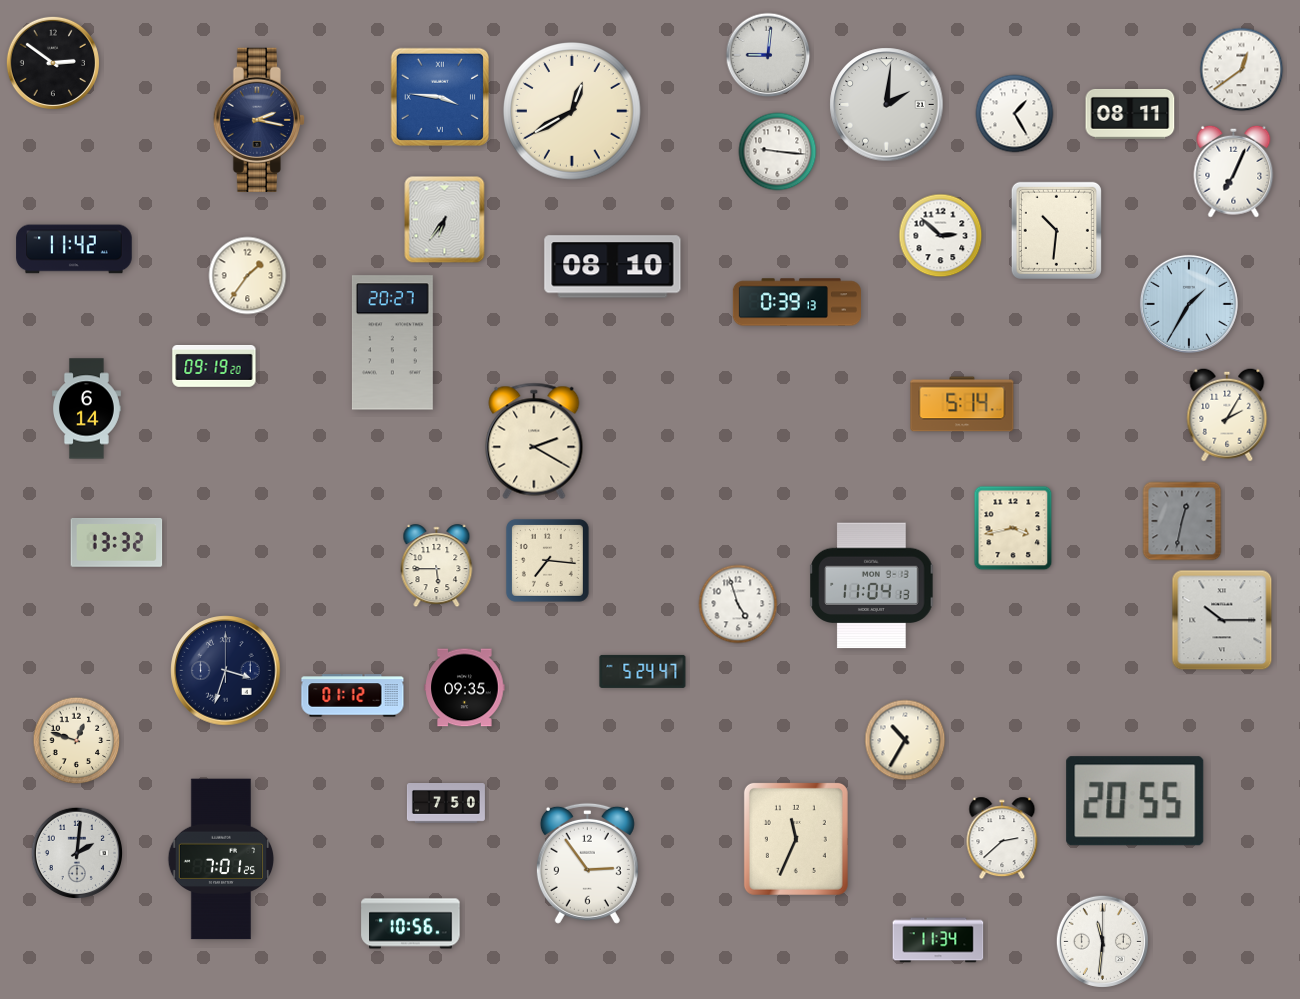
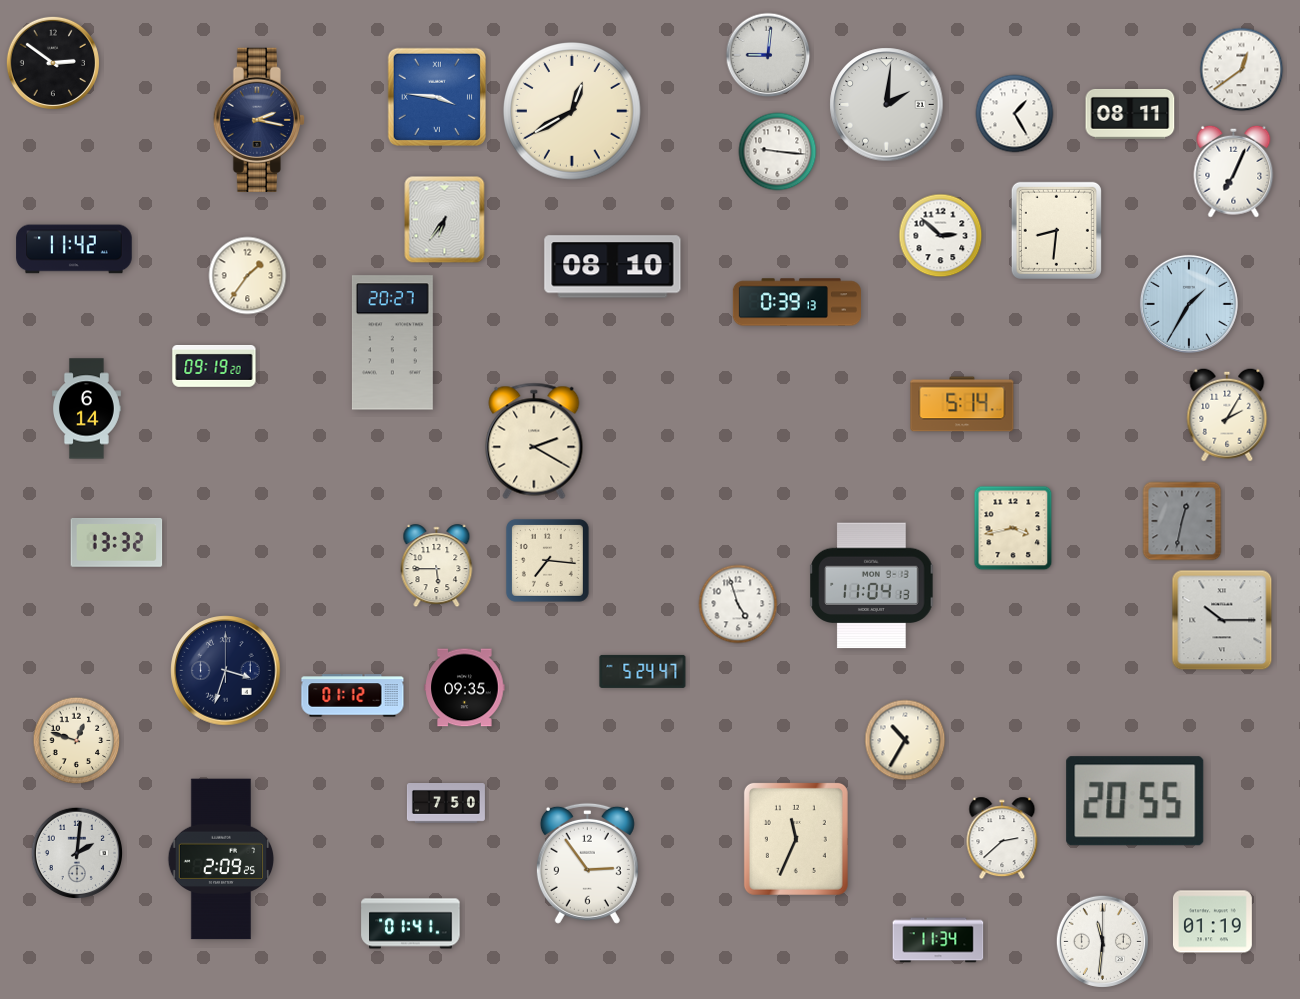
clock at (439, 96) position: (439, 96) -> (436, 96)
clock at (1056, 230): 10:31 -> 8:31
clock at (221, 859): 7:01 -> 2:09
clock at (1212, 922): none -> 01:19
clock at (411, 924): 10:56 -> 01:41
